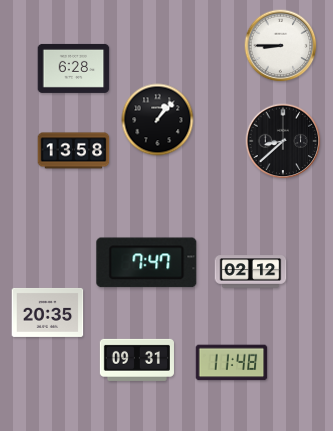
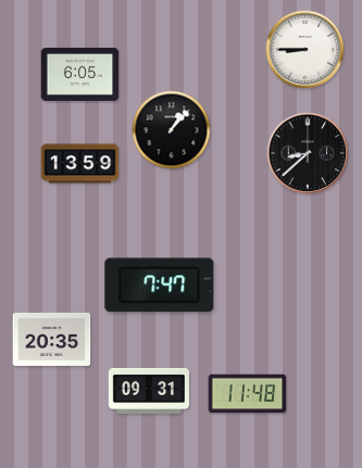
clock at (74, 68): 6:28 -> 6:05
clock at (74, 151): 13:58 -> 13:59
clock at (251, 272): 02:12 -> none
clock at (232, 363) position: (232, 363) -> (248, 394)
